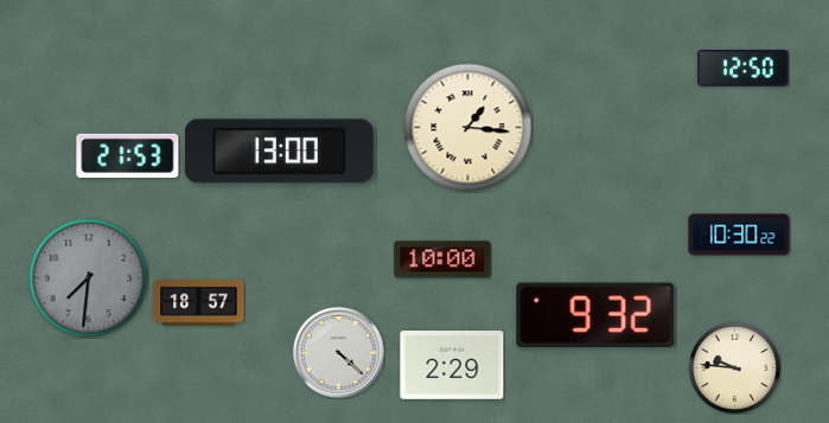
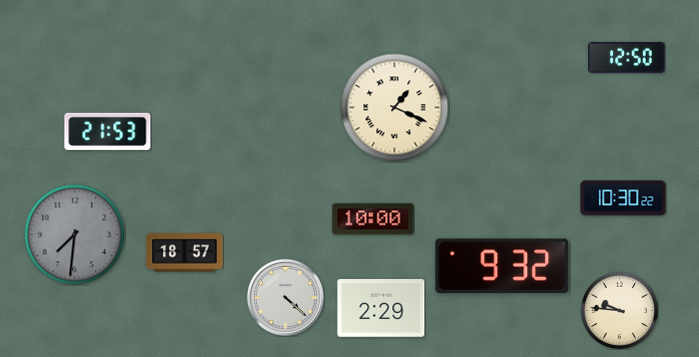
clock at (468, 128): 1:16 -> 1:19
clock at (279, 152): 13:00 -> none
clock at (199, 303) position: (199, 303) -> (185, 253)
